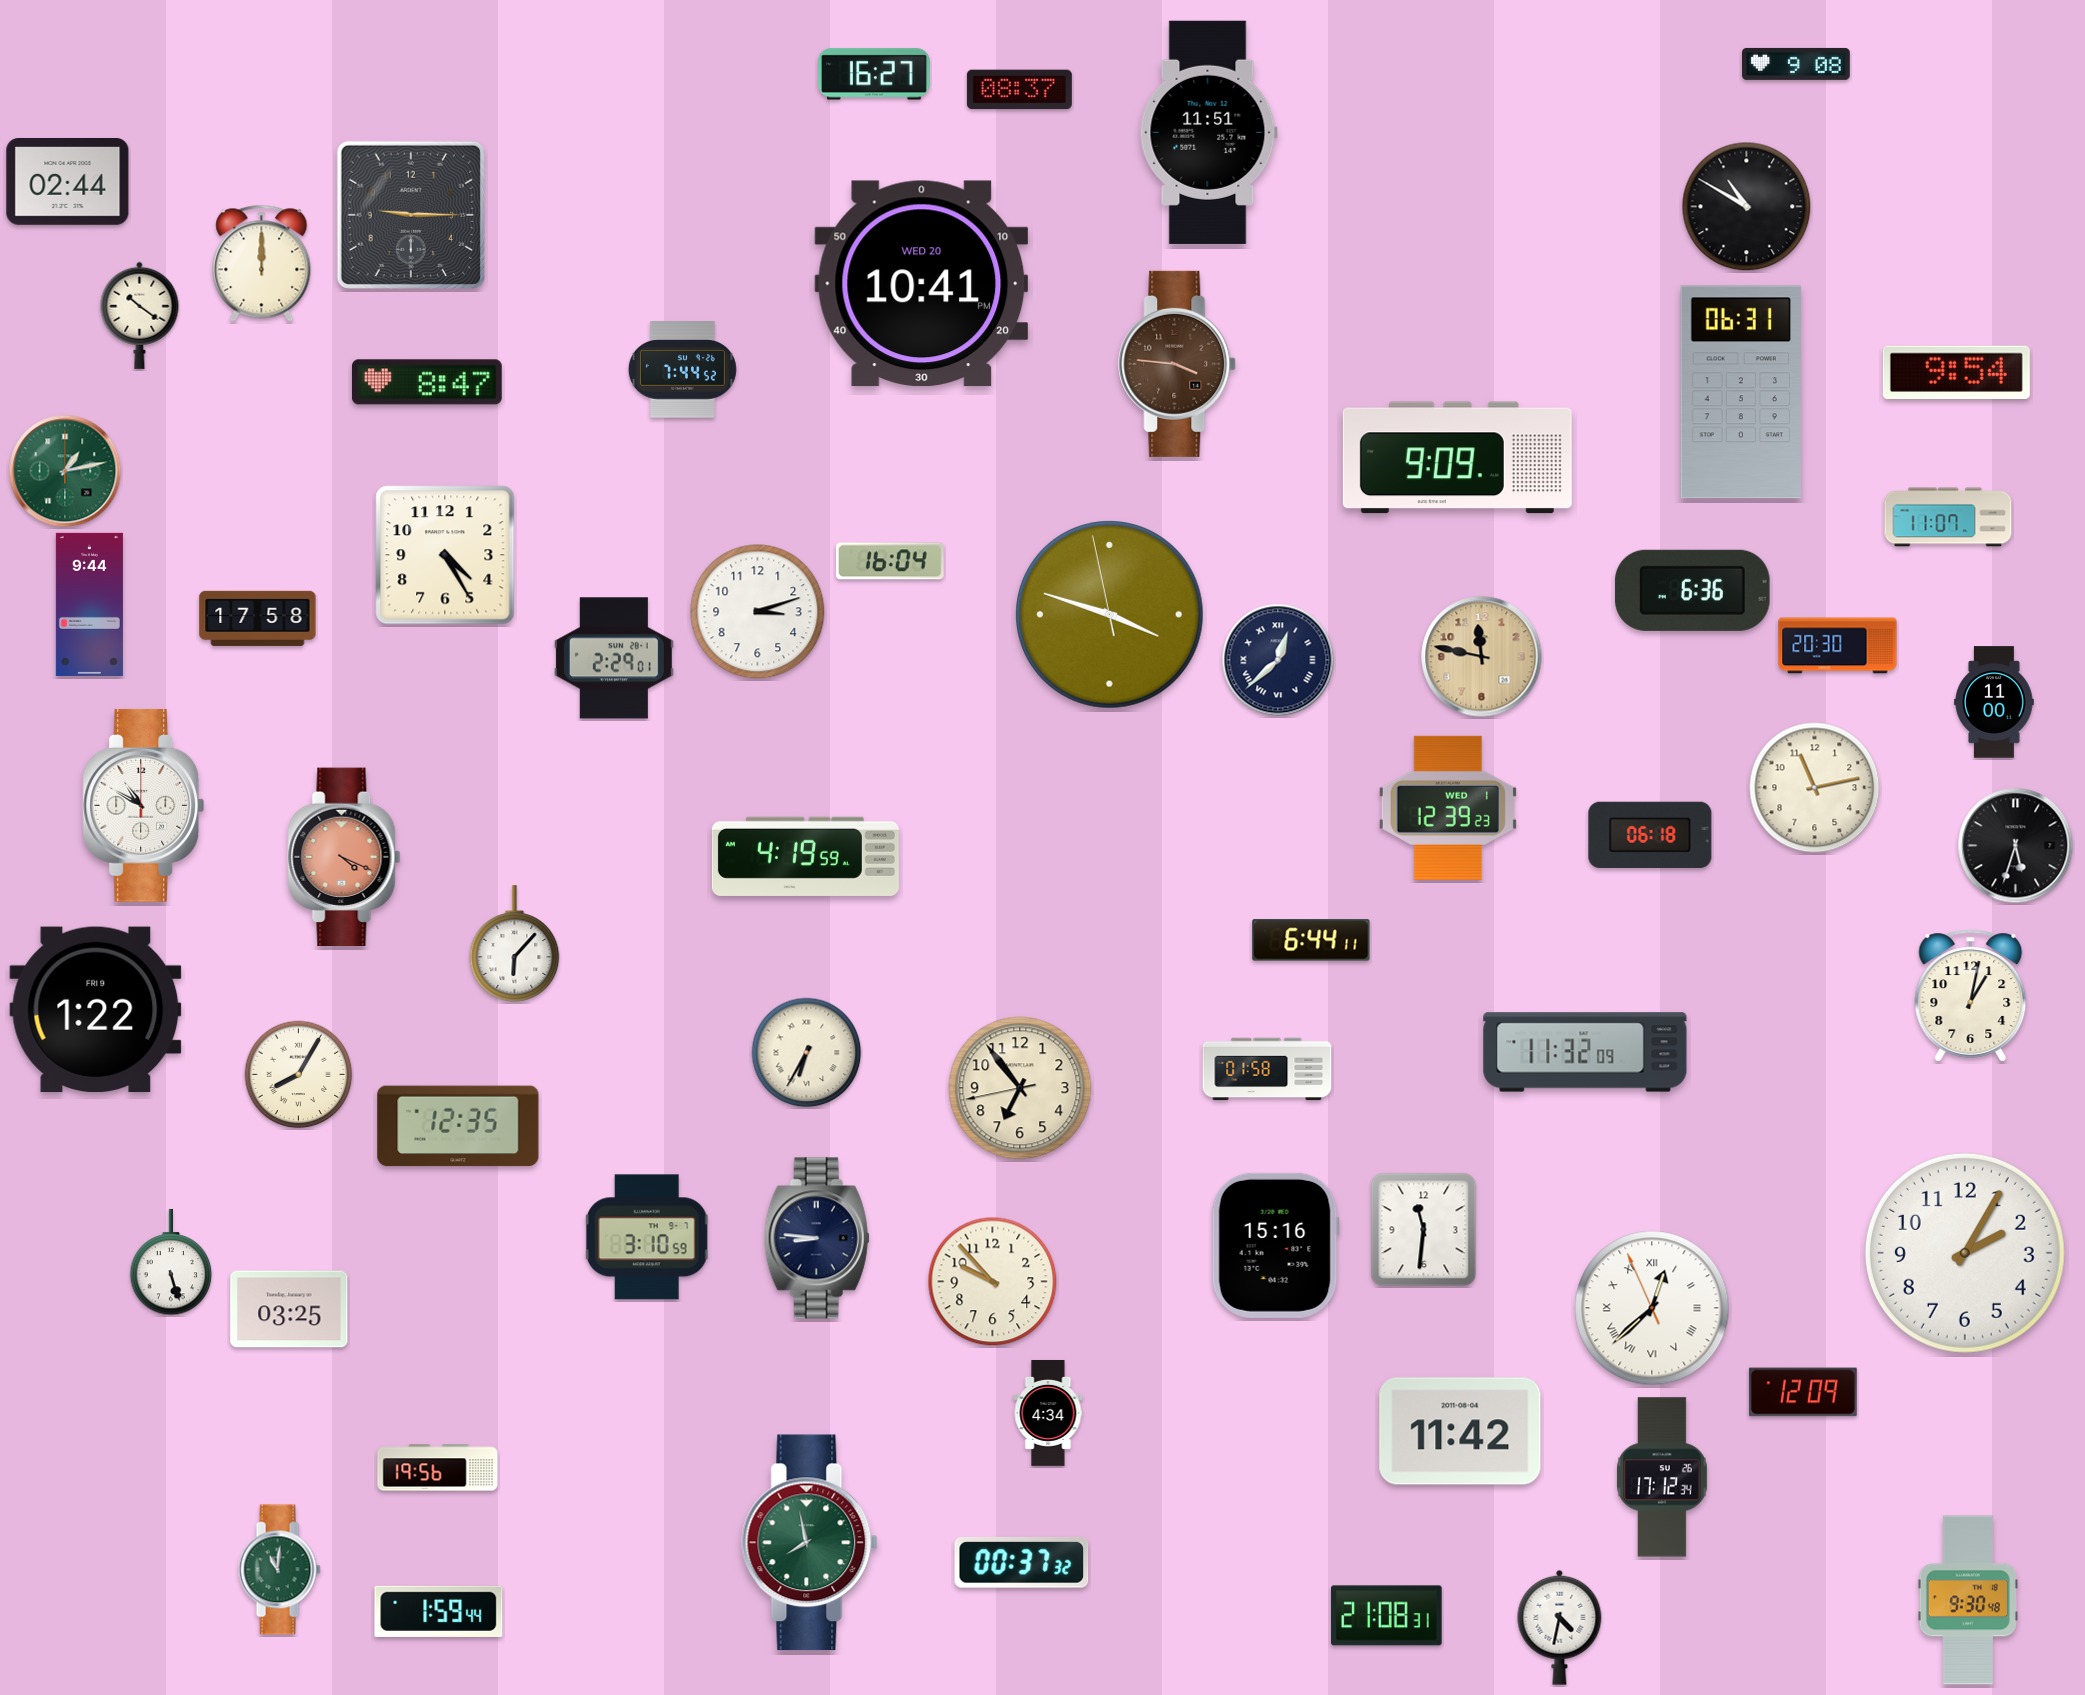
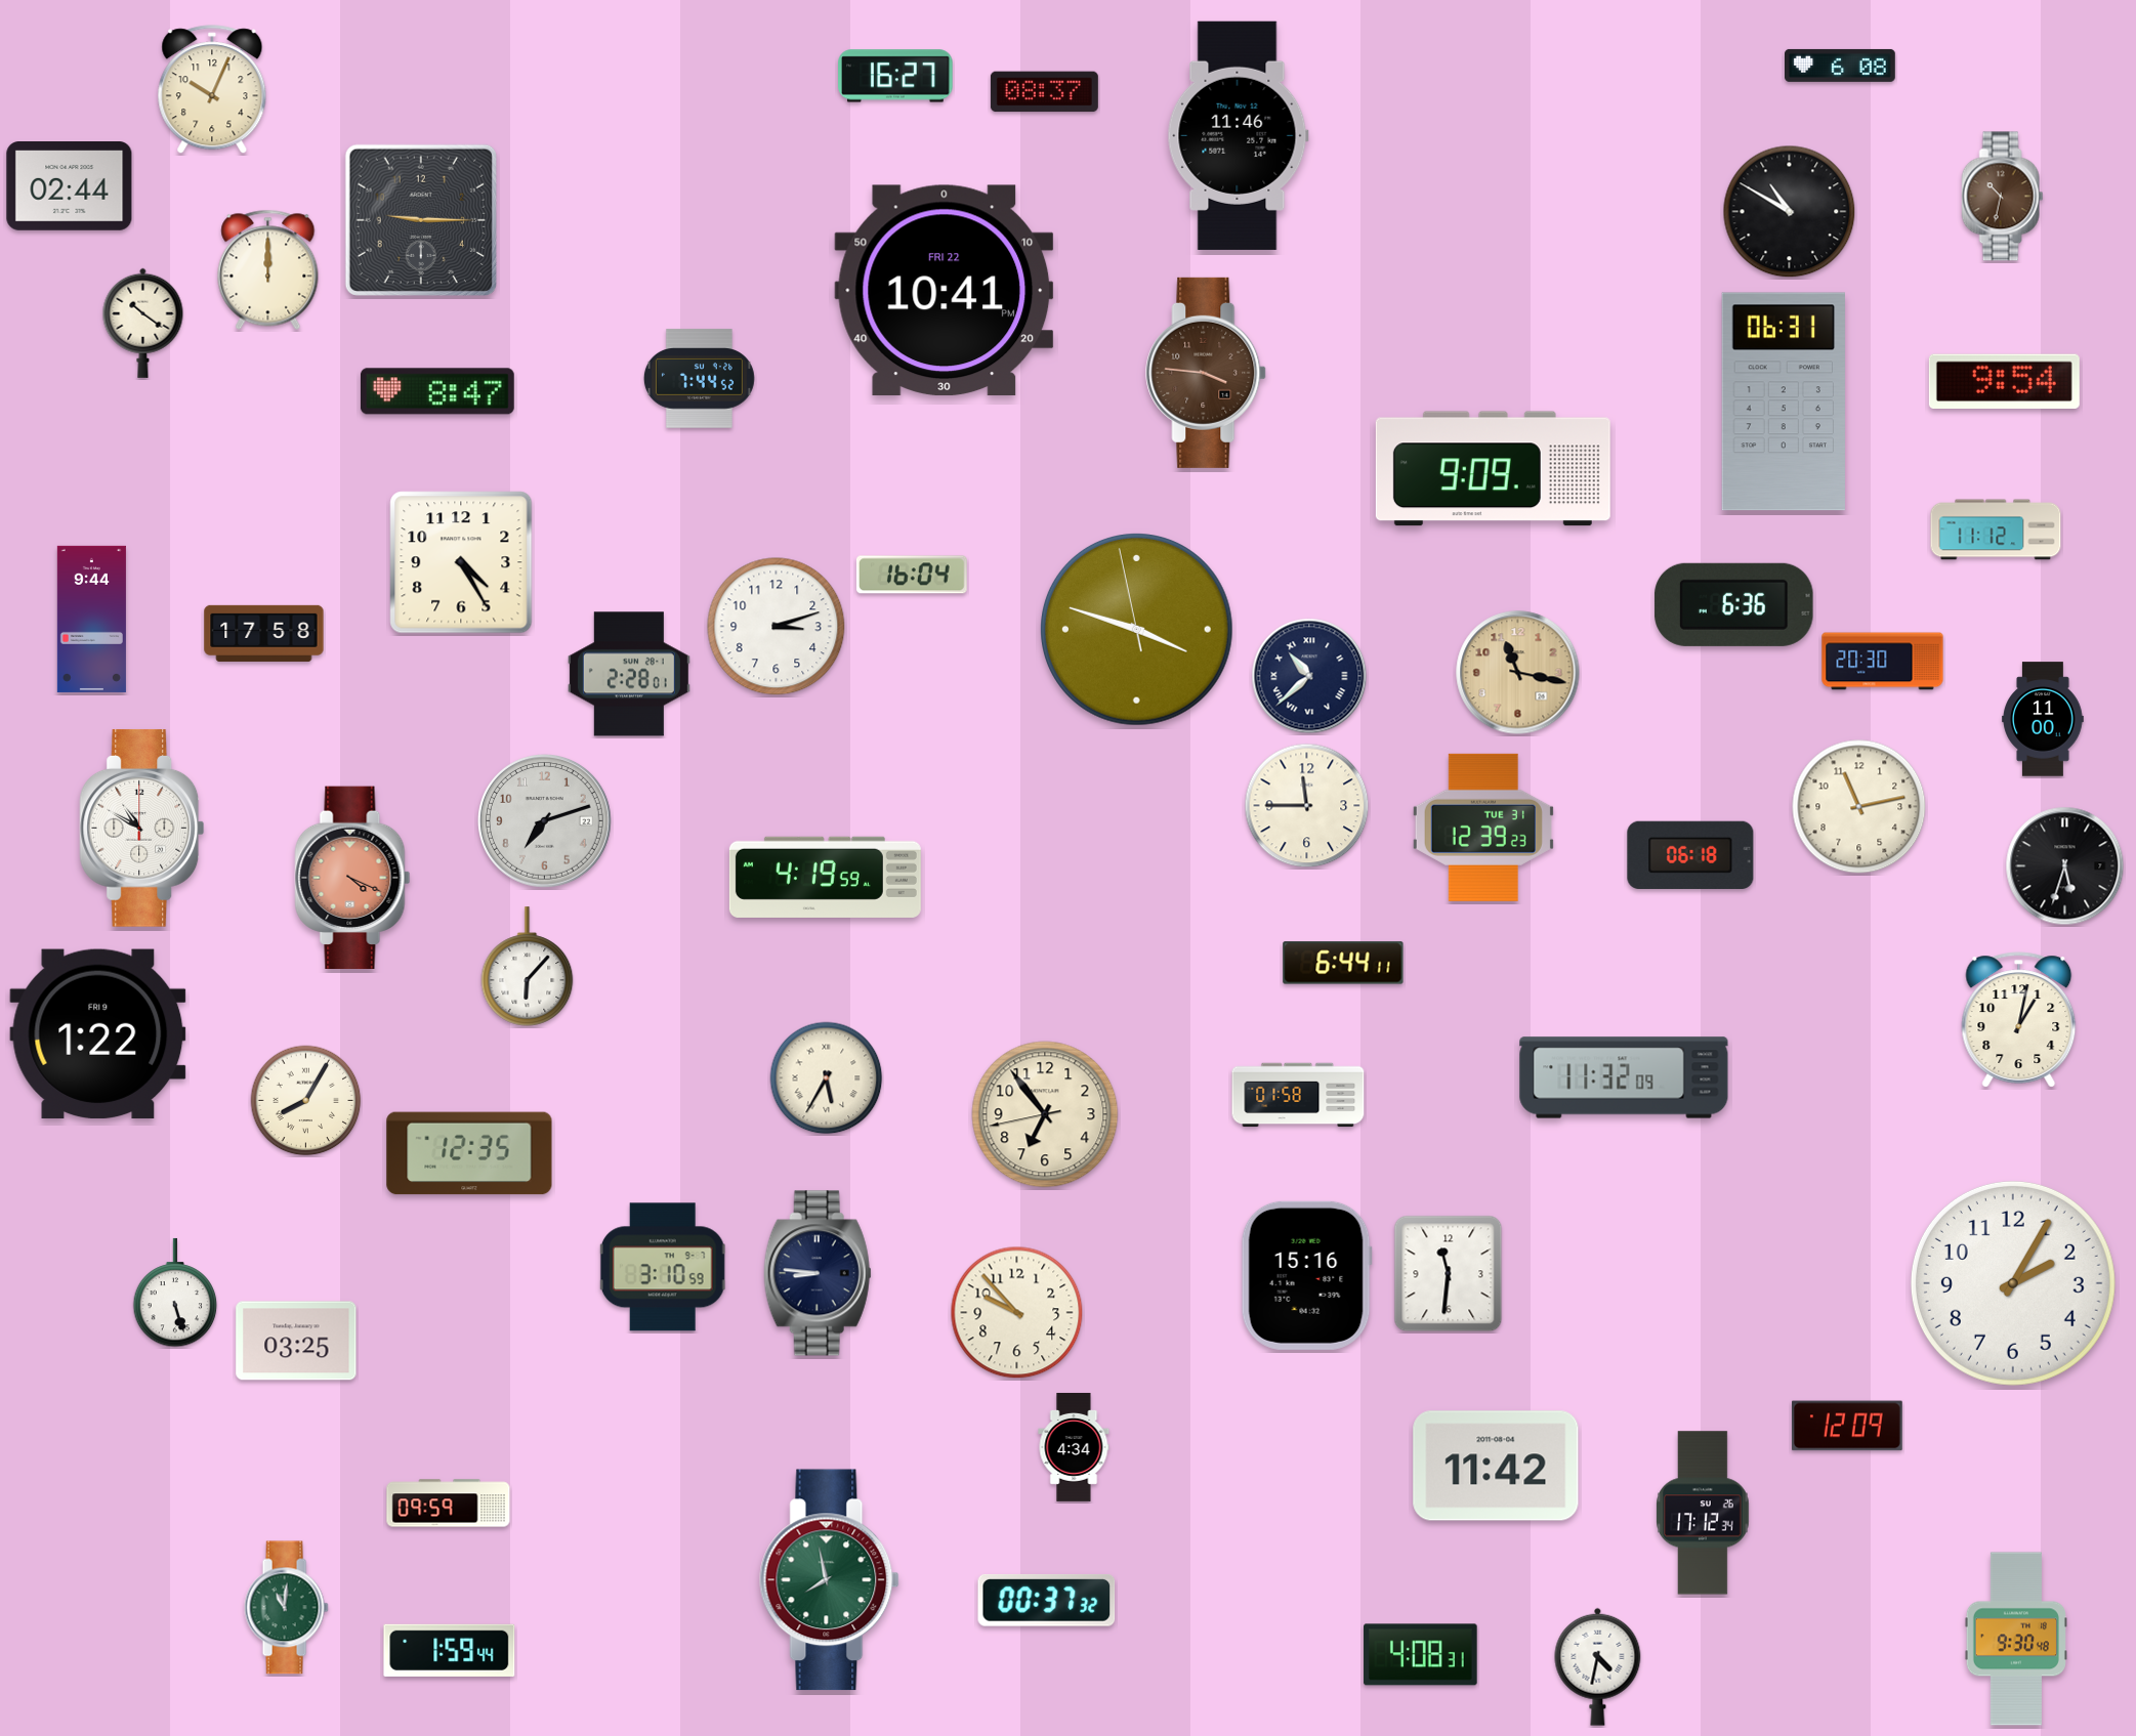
clock at (1797, 64): 9:08 -> 6:08
clock at (212, 90): none -> 10:04
clock at (1208, 132): 11:51 -> 11:46
clock at (2003, 197): none -> 10:32
clock at (922, 284) date: WED 20 -> FRI 22
clock at (65, 471): 1:13 -> none
clock at (1948, 517): 11:07 -> 11:12
clock at (445, 555) position: (445, 555) -> (461, 562)
clock at (1482, 657): 11:47 -> 11:17
clock at (614, 658): 2:29 -> 2:28
clock at (1278, 660): 12:38 -> 10:38
clock at (1307, 806): none -> 11:45
clock at (545, 821): none -> 7:12
clock at (144, 805) position: (144, 805) -> (142, 828)
clock at (1448, 808) date: WED 1 -> TUE 31
clock at (807, 1053): 6:35 -> 5:35
clock at (1424, 1230) position: (1424, 1230) -> (1449, 1274)
clock at (817, 1238) position: (817, 1238) -> (818, 1273)
clock at (1652, 1308): 12:37 -> none
clock at (438, 1468): 19:56 -> 09:59
clock at (1387, 1616): 21:08 -> 4:08
